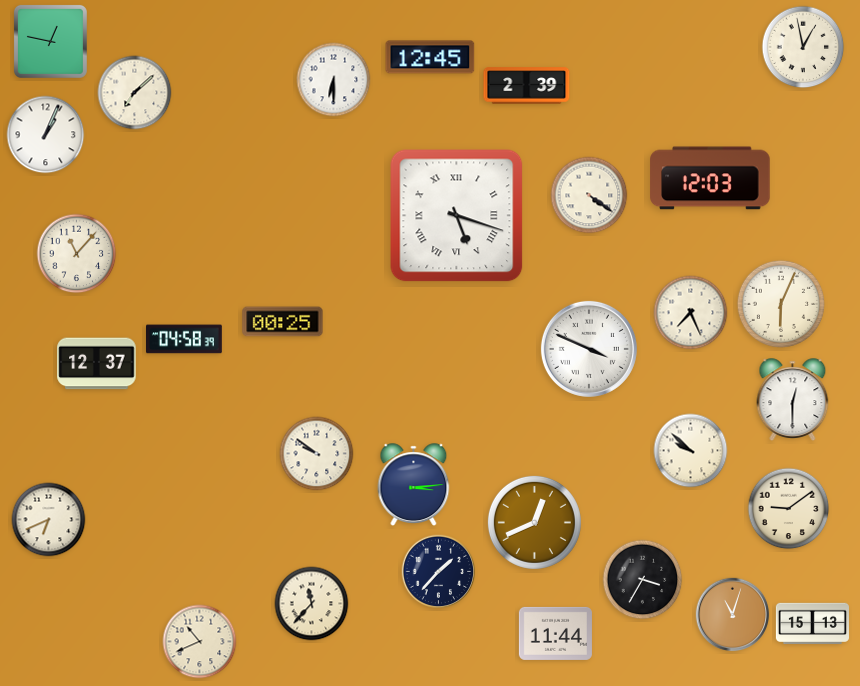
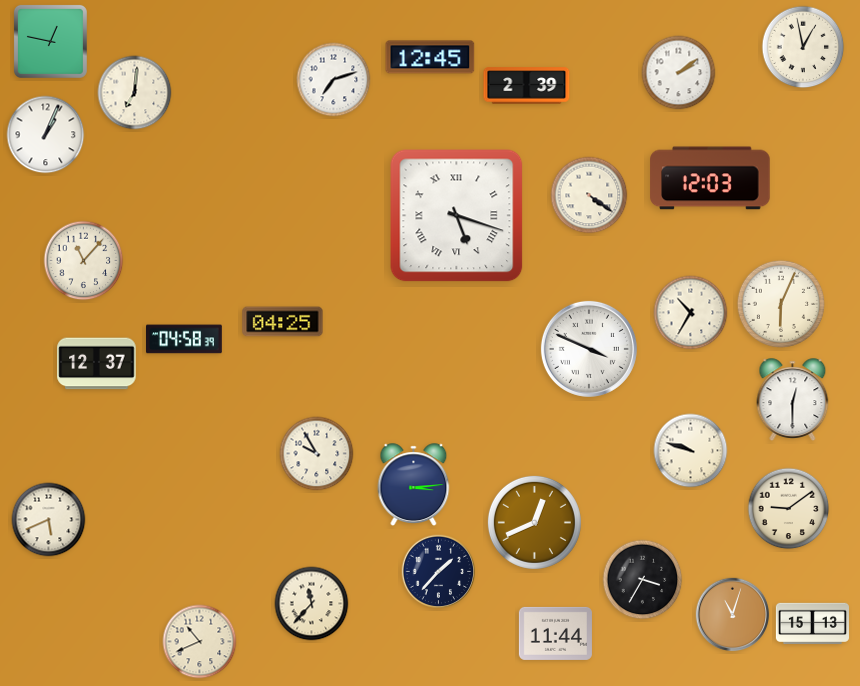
clock at (679, 73): none -> 2:09
clock at (334, 80): 6:30 -> 7:12
clock at (135, 93): 7:08 -> 7:01
clock at (77, 254) position: (77, 254) -> (84, 261)
clock at (691, 313): 7:26 -> 10:35
clock at (283, 322): 00:25 -> 04:25
clock at (691, 451): 9:52 -> 9:48
clock at (317, 454): 9:51 -> 9:55
clock at (49, 520): 6:41 -> 5:41
